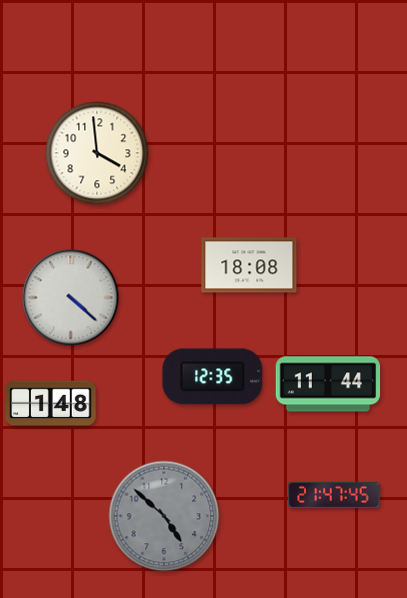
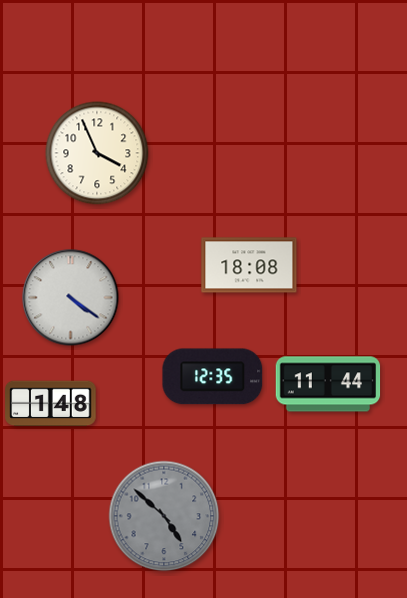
clock at (97, 153): 3:59 -> 3:56
clock at (71, 298): 4:22 -> 4:21
clock at (334, 495): 21:47 -> none
